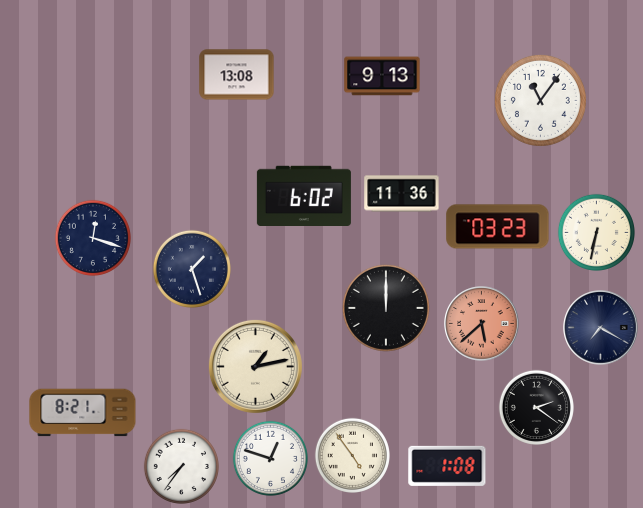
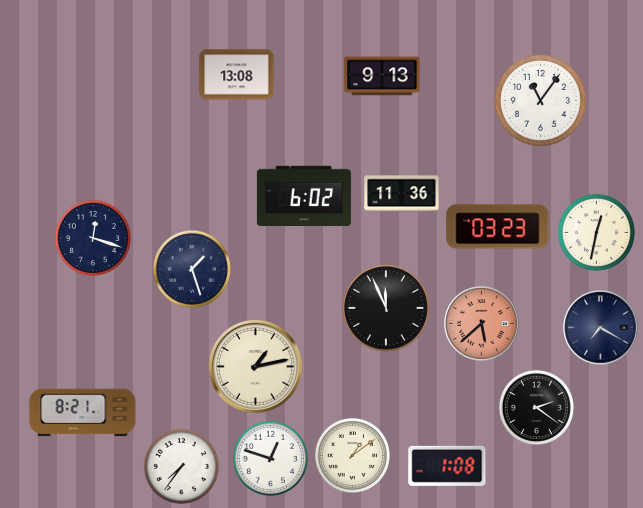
clock at (596, 232): 6:32 -> 12:32
clock at (386, 308): 12:00 -> 11:56
clock at (352, 455): 4:54 -> 1:09
